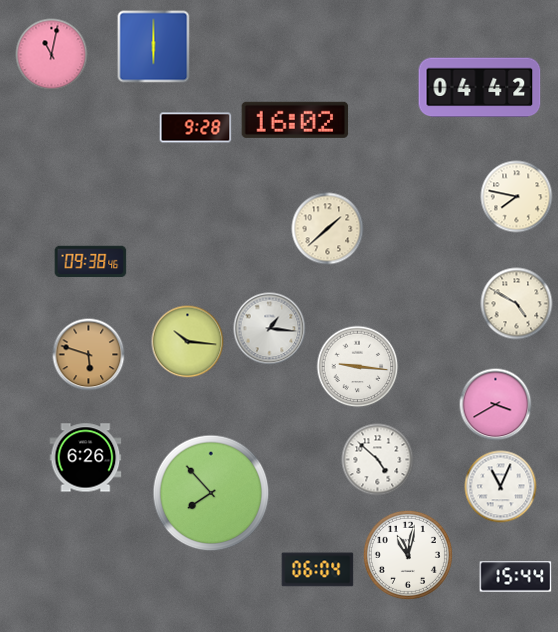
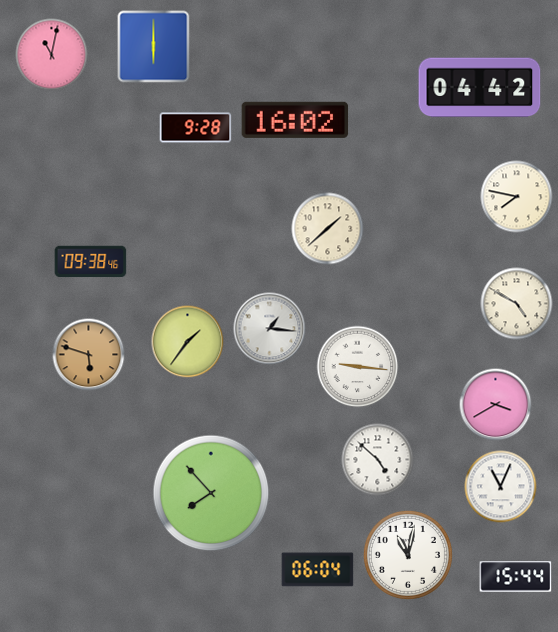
clock at (188, 342): 10:16 -> 1:36
clock at (86, 458): 6:26 -> none
